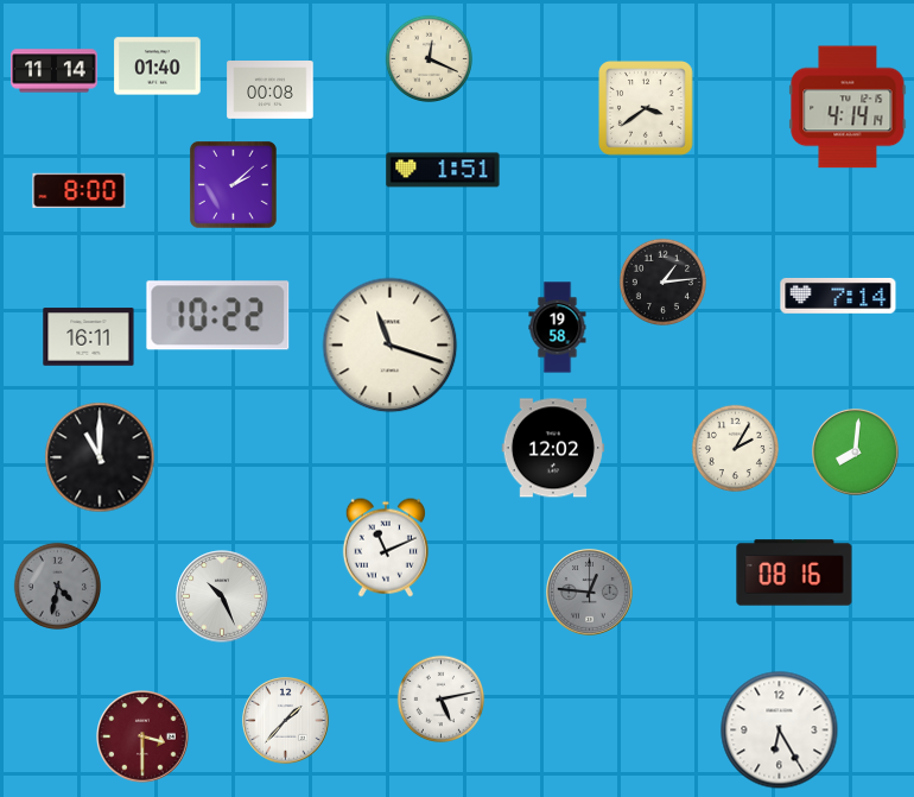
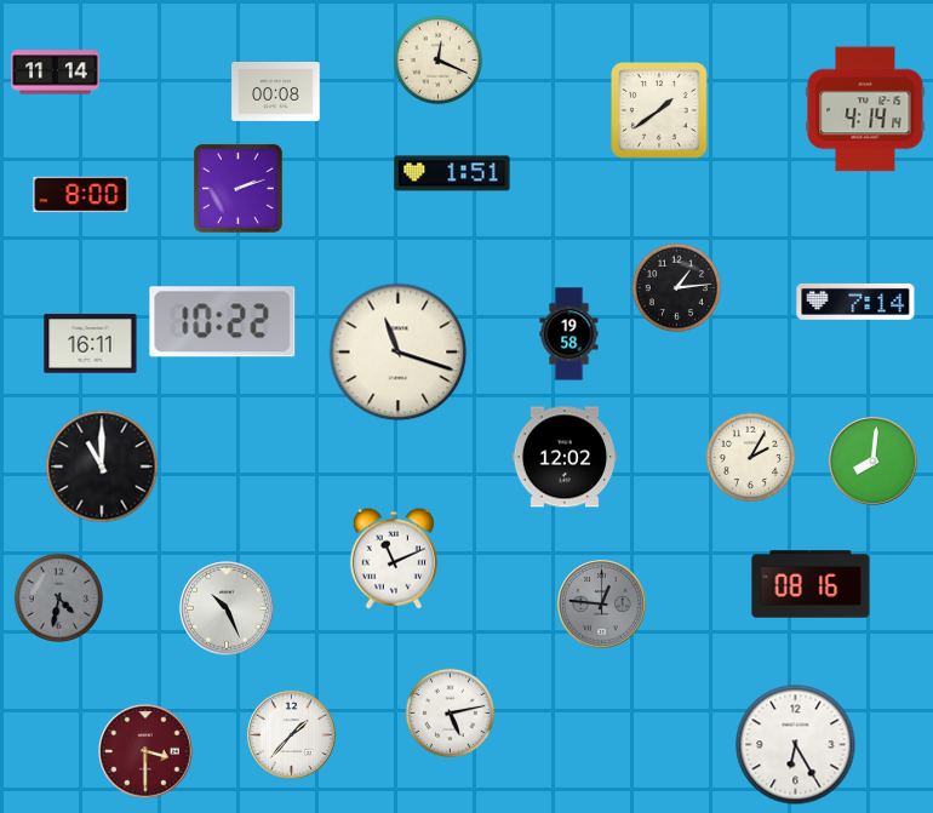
clock at (158, 67): 01:40 -> none
clock at (646, 108): 3:39 -> 1:39
clock at (233, 184): 2:08 -> 2:12
